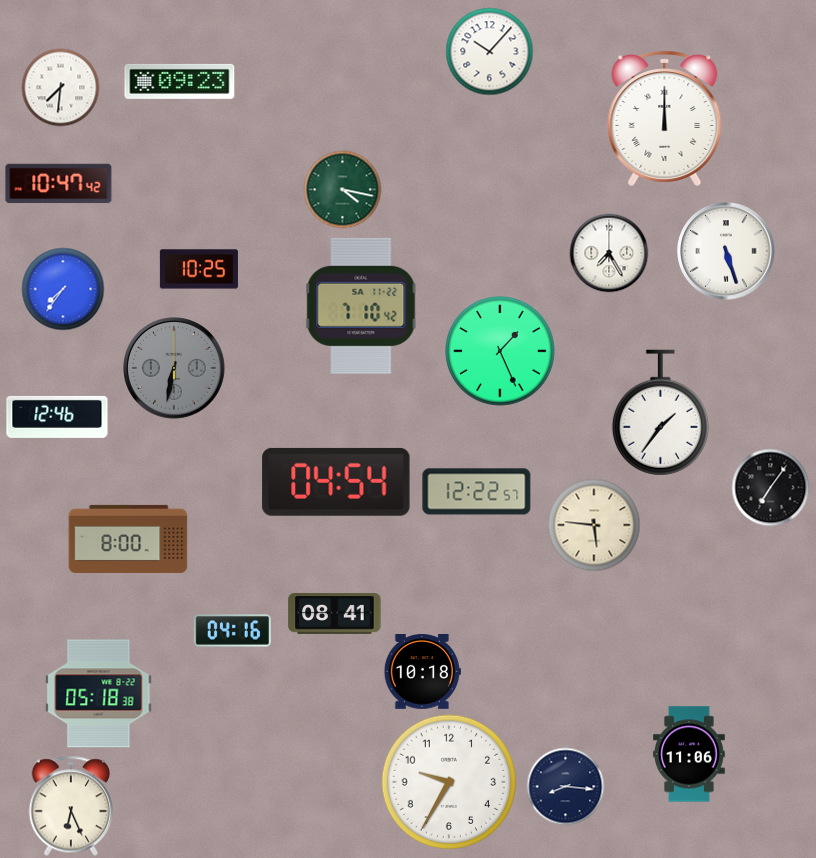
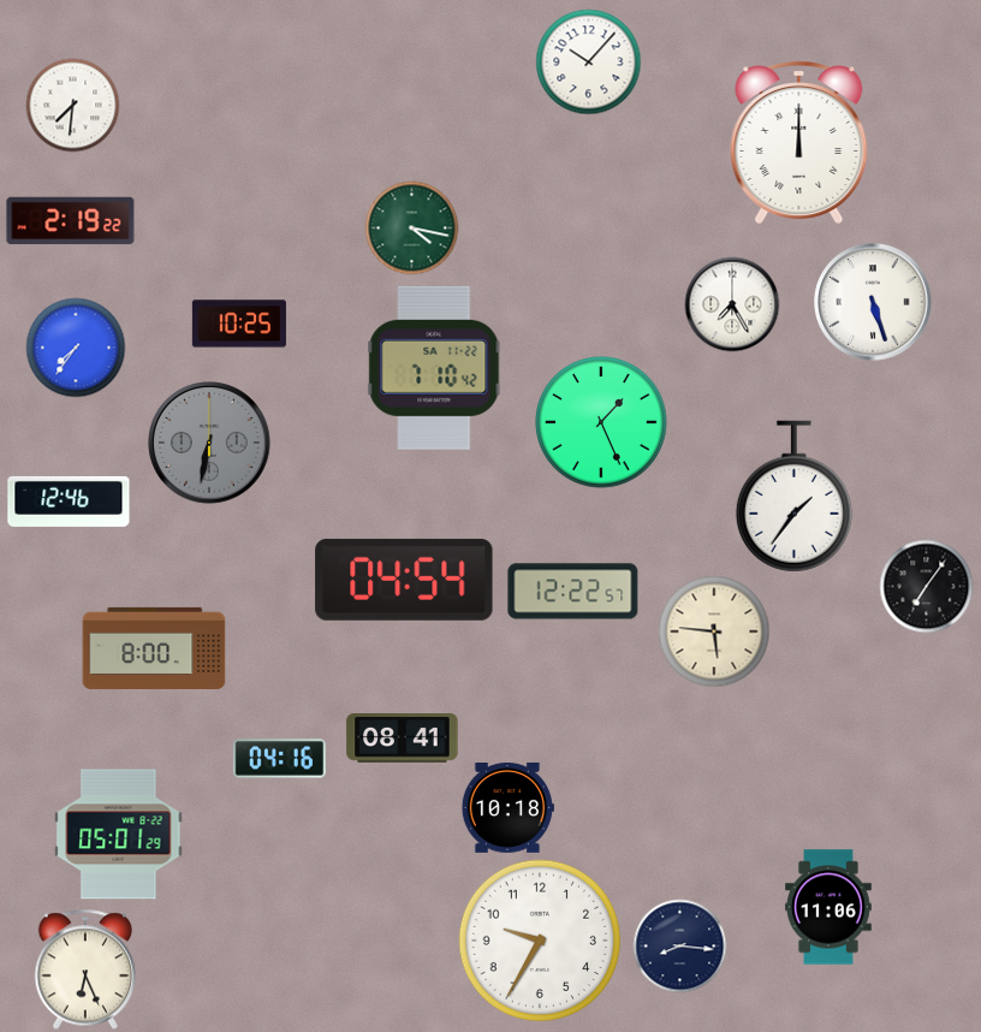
clock at (180, 81): 09:23 -> none
clock at (59, 184): 10:47 -> 2:19
clock at (99, 694): 05:18 -> 05:01
